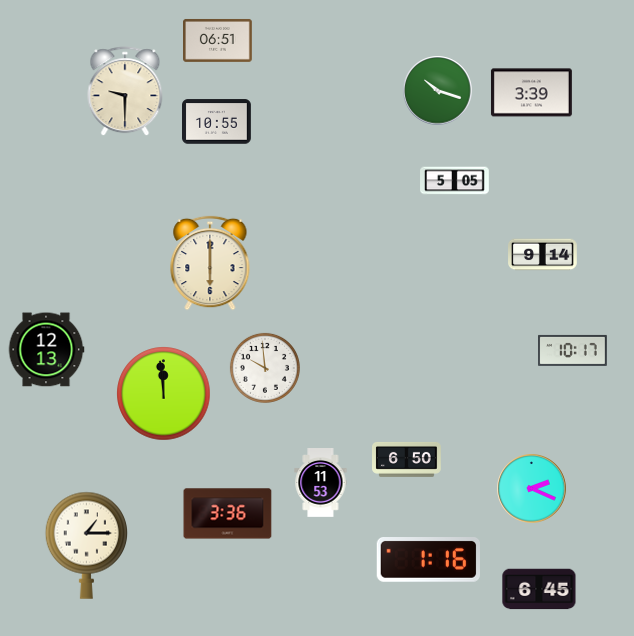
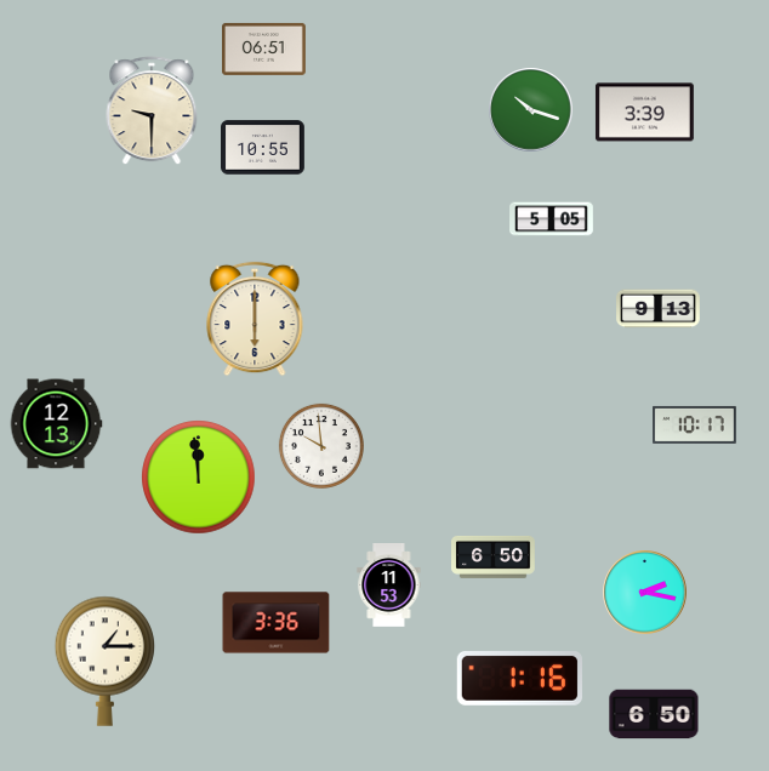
clock at (543, 255): 9:14 -> 9:13
clock at (532, 489): 2:19 -> 2:17
clock at (539, 589): 6:45 -> 6:50
